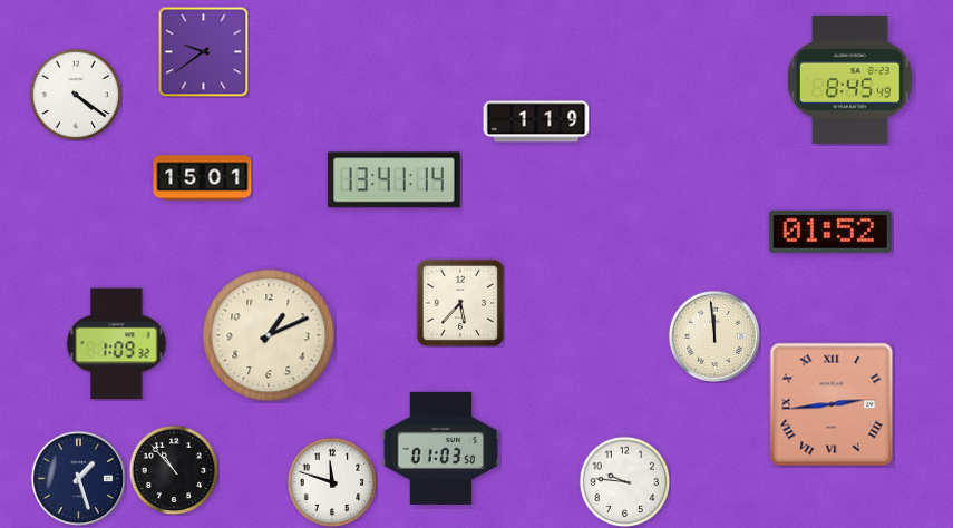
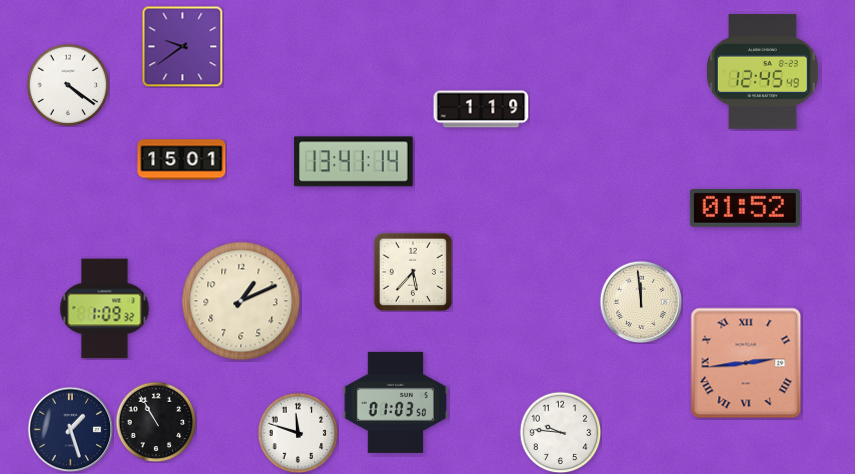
clock at (849, 79): 8:45 -> 12:45
clock at (174, 470): 10:53 -> 10:55
